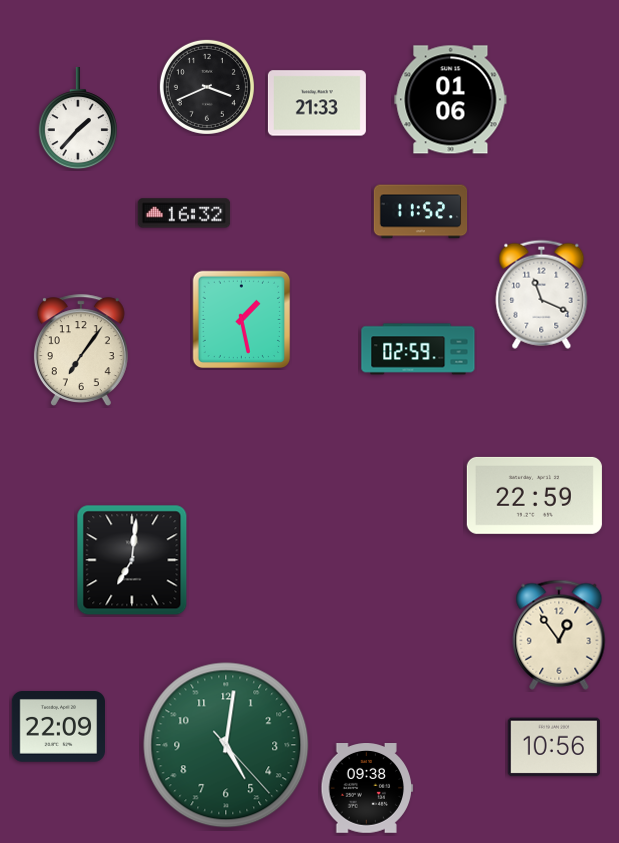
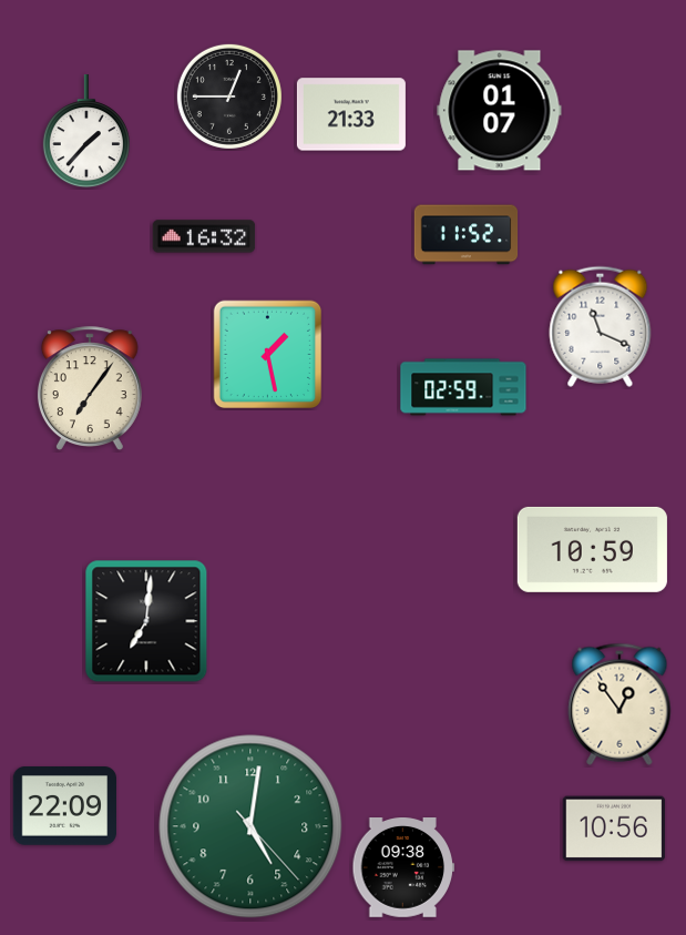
clock at (207, 87): 3:41 -> 12:45
clock at (451, 100): 01:06 -> 01:07
clock at (534, 495): 22:59 -> 10:59
clock at (367, 789) position: (367, 789) -> (403, 868)
